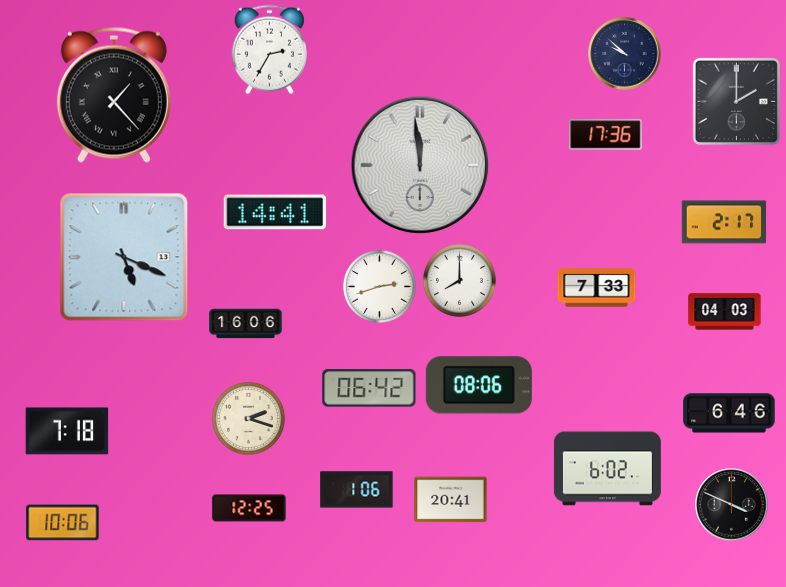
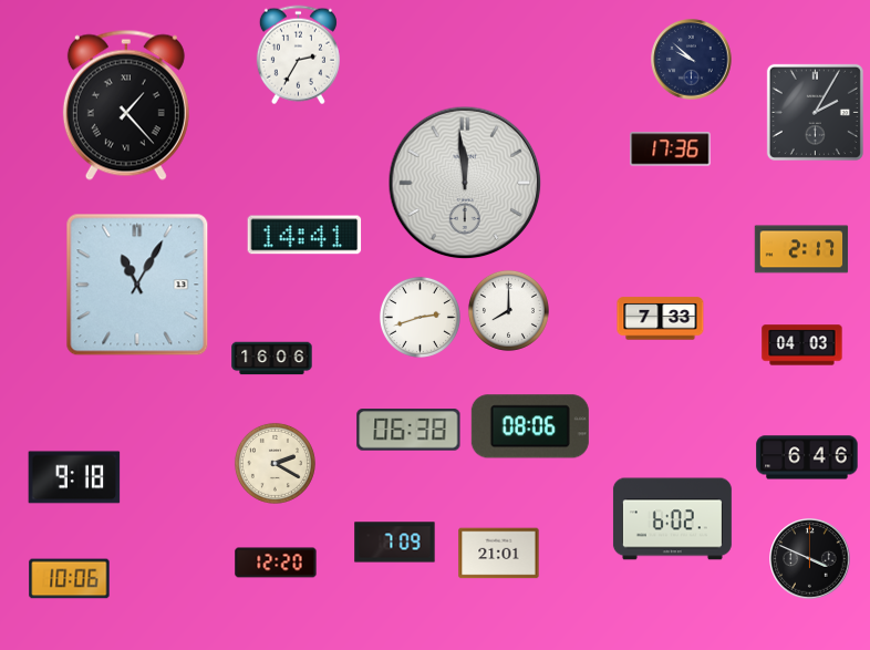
clock at (736, 101): 2:00 -> 2:05
clock at (724, 222) position: (724, 222) -> (801, 249)
clock at (124, 257): 5:19 -> 11:05
clock at (369, 388): 06:42 -> 06:38
clock at (248, 418): 2:18 -> 2:20
clock at (67, 431): 7:18 -> 9:18
clock at (357, 490): 1:06 -> 7:09
clock at (451, 500): 20:41 -> 21:01
clock at (249, 508): 12:25 -> 12:20
